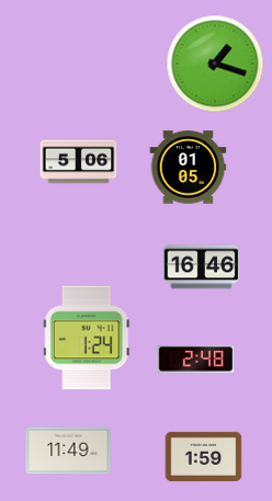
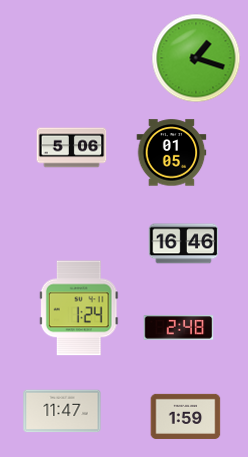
clock at (68, 451): 11:49 -> 11:47
